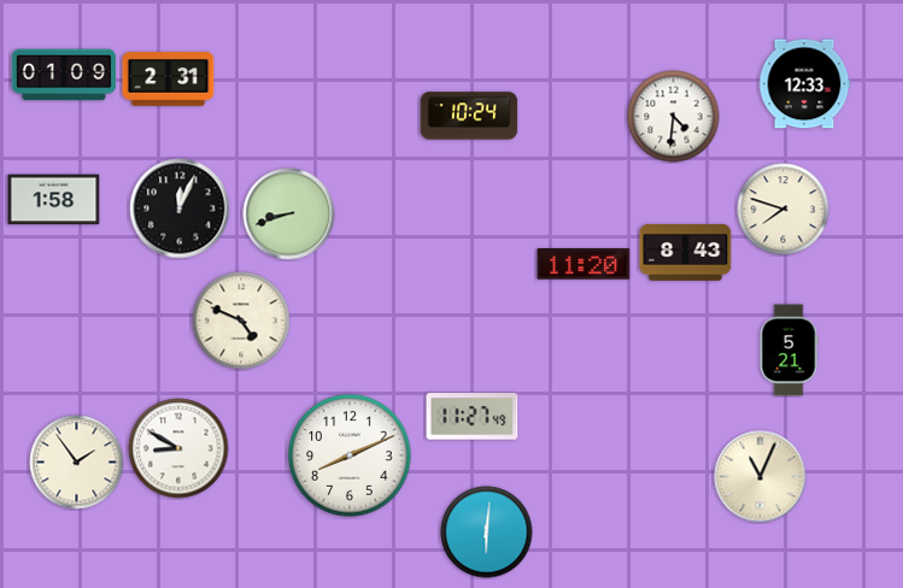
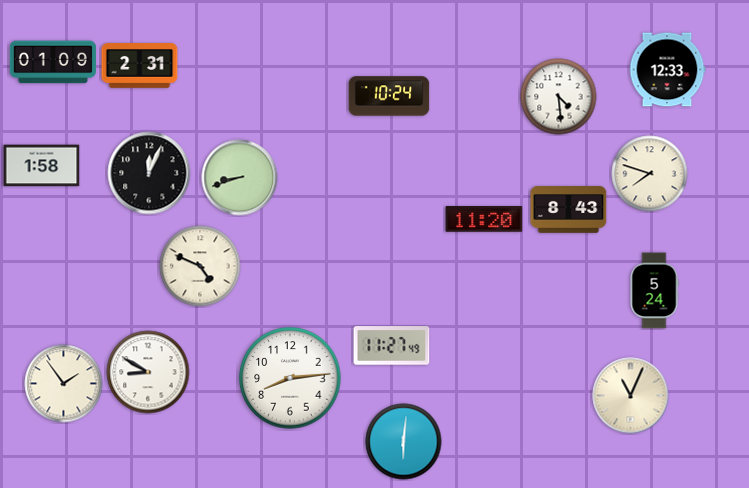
clock at (674, 117): 4:31 -> 4:29
clock at (54, 200) position: (54, 200) -> (42, 166)
clock at (788, 351): 5:21 -> 5:24
clock at (350, 455): 8:11 -> 8:14
